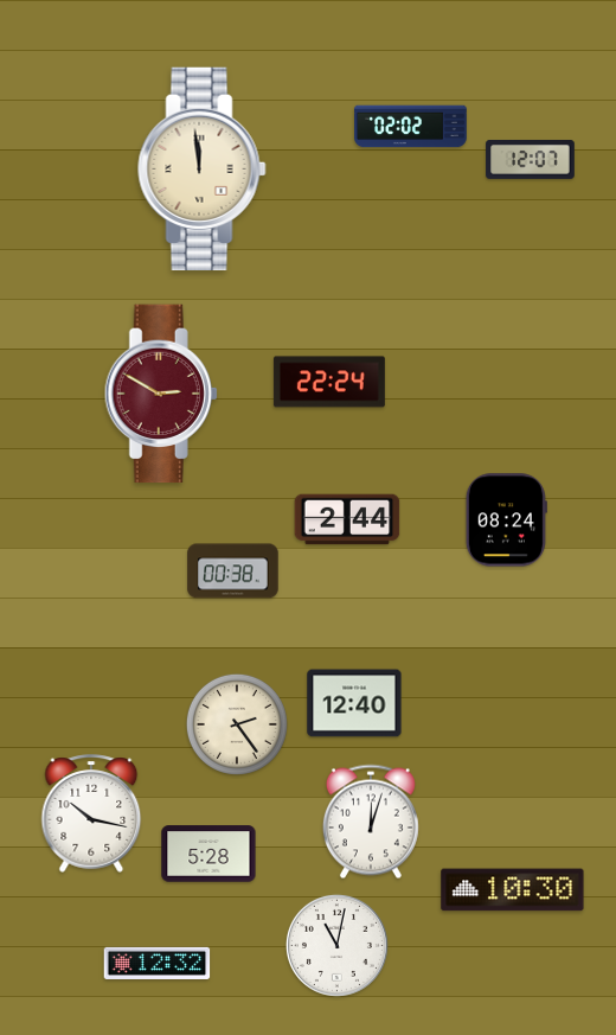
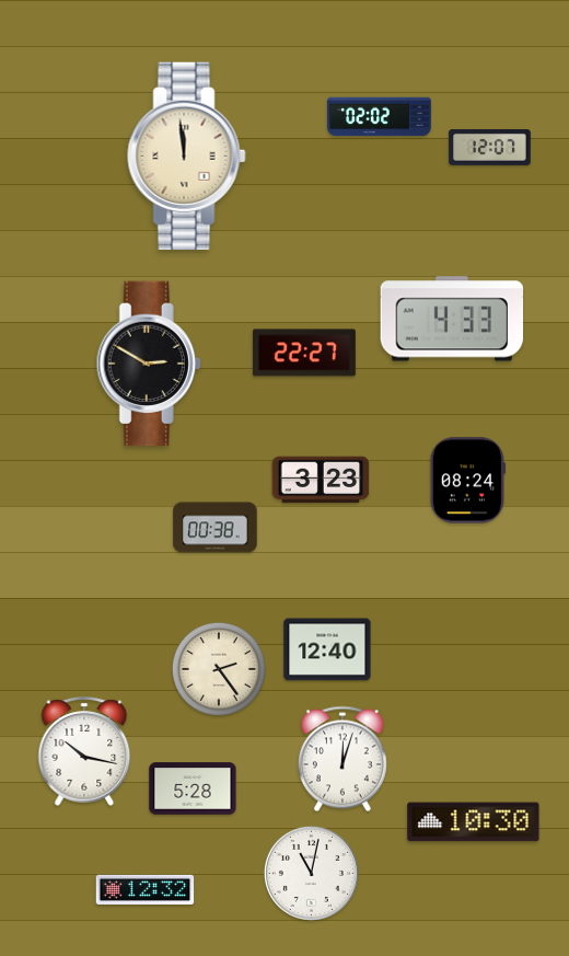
clock at (452, 319): none -> 4:33
clock at (329, 382): 22:24 -> 22:27
clock at (161, 394) dial: burgundy -> black
clock at (347, 519): 2:44 -> 3:23
